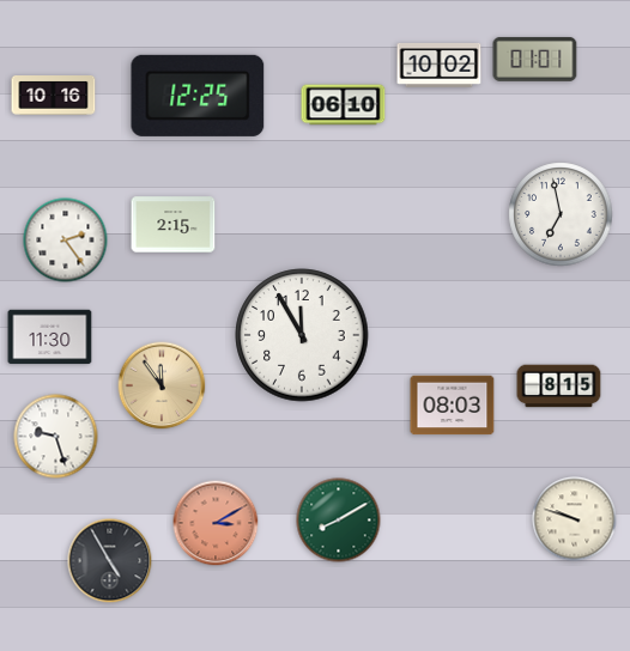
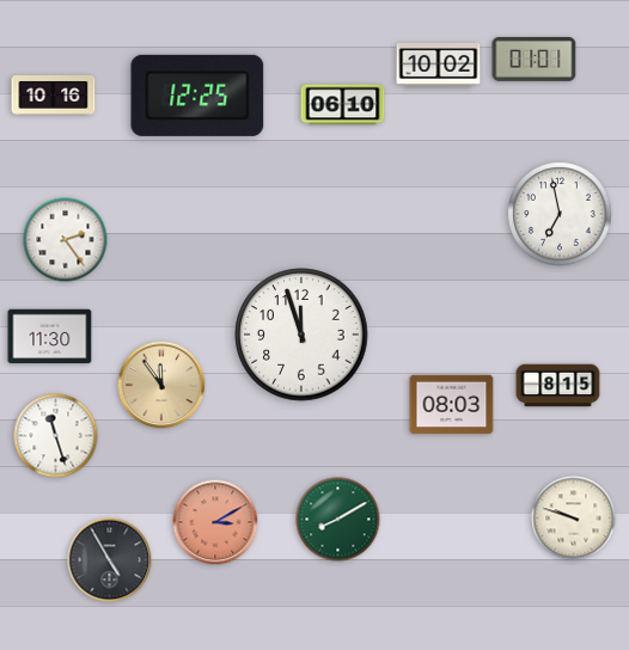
clock at (174, 225): 2:15 -> none
clock at (302, 335): 11:55 -> 11:57
clock at (56, 437): 9:27 -> 11:27
